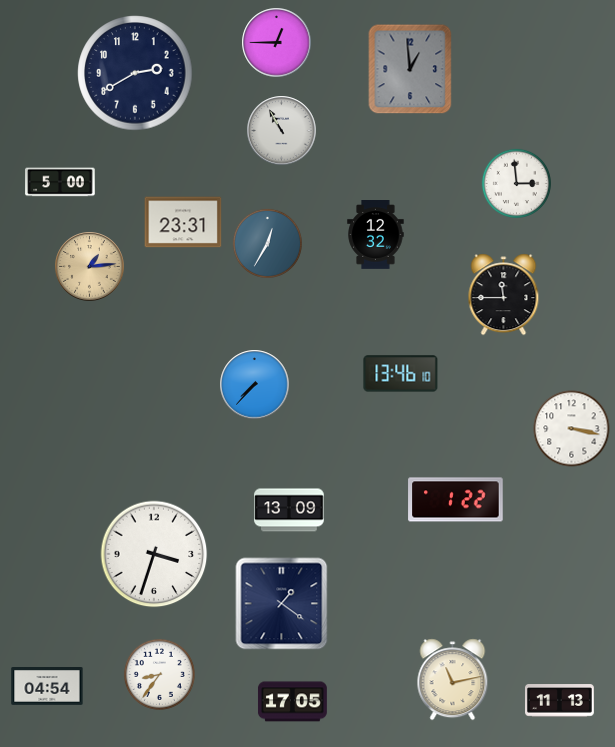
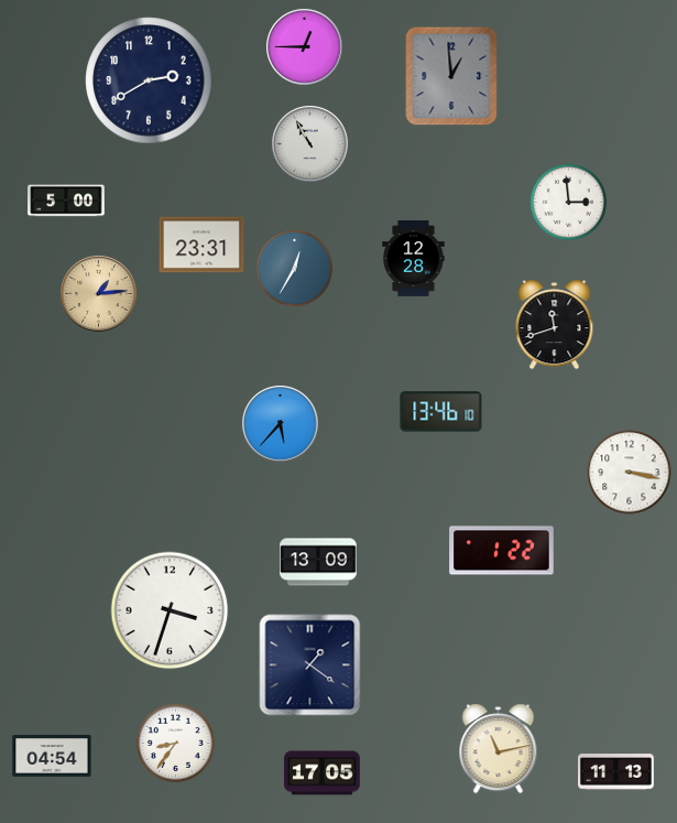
clock at (376, 235): 12:32 -> 12:28
clock at (504, 295): 11:45 -> 11:42
clock at (255, 385): 7:37 -> 5:37
